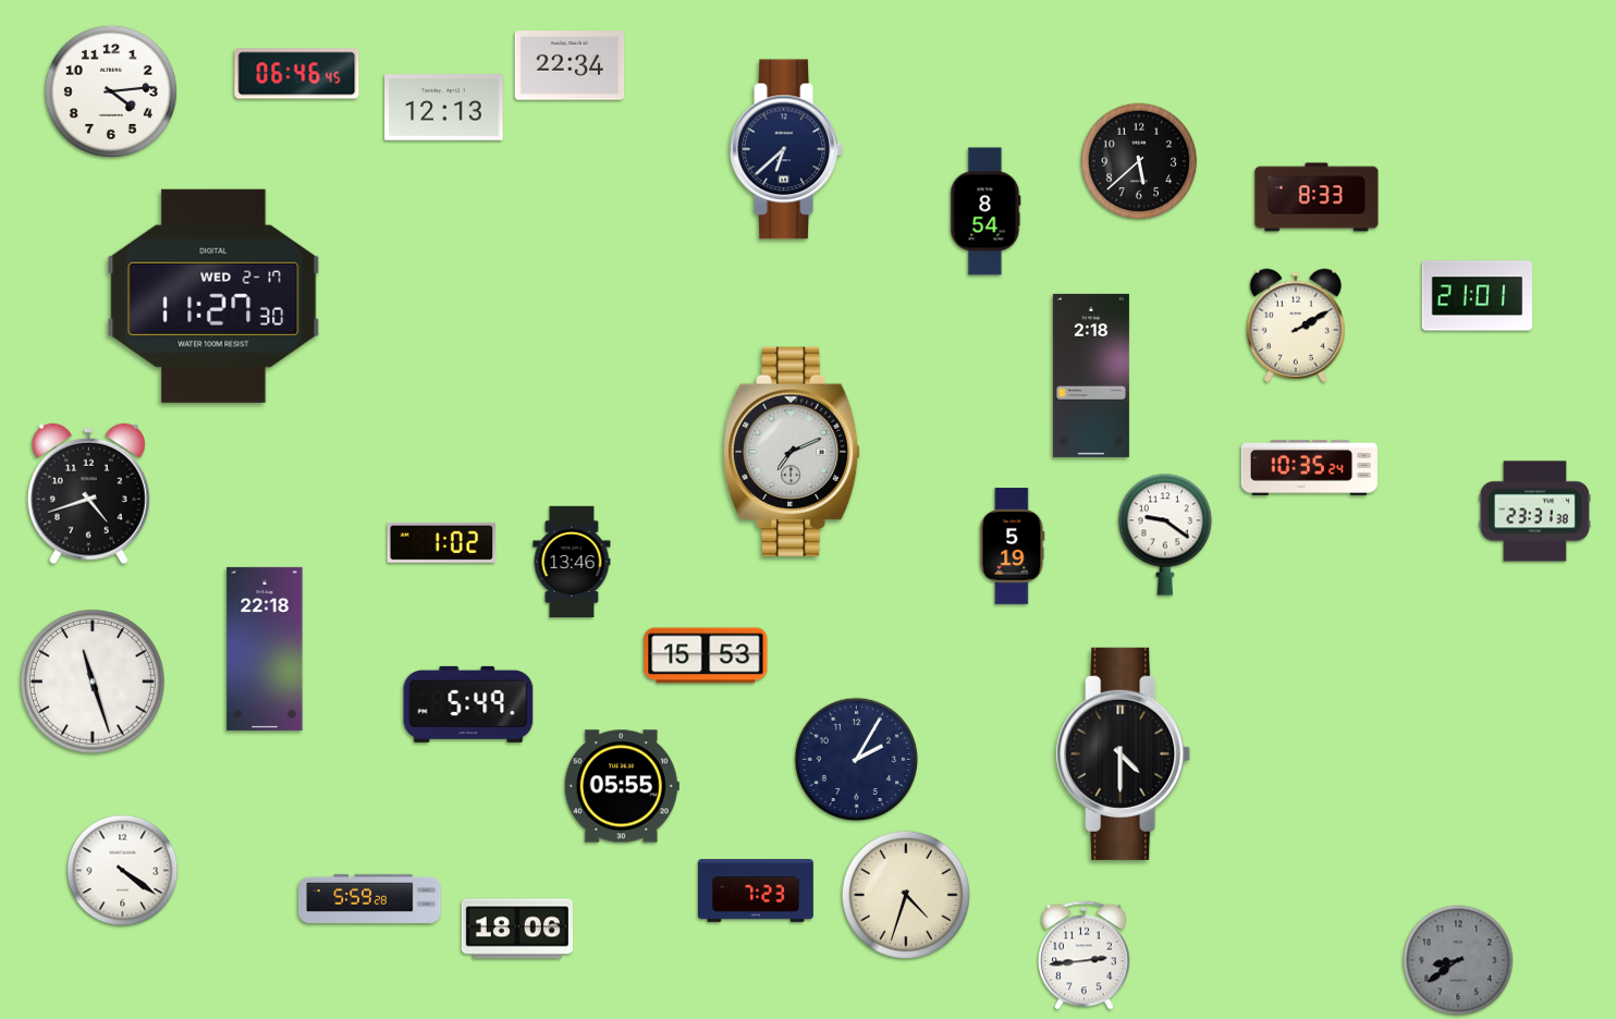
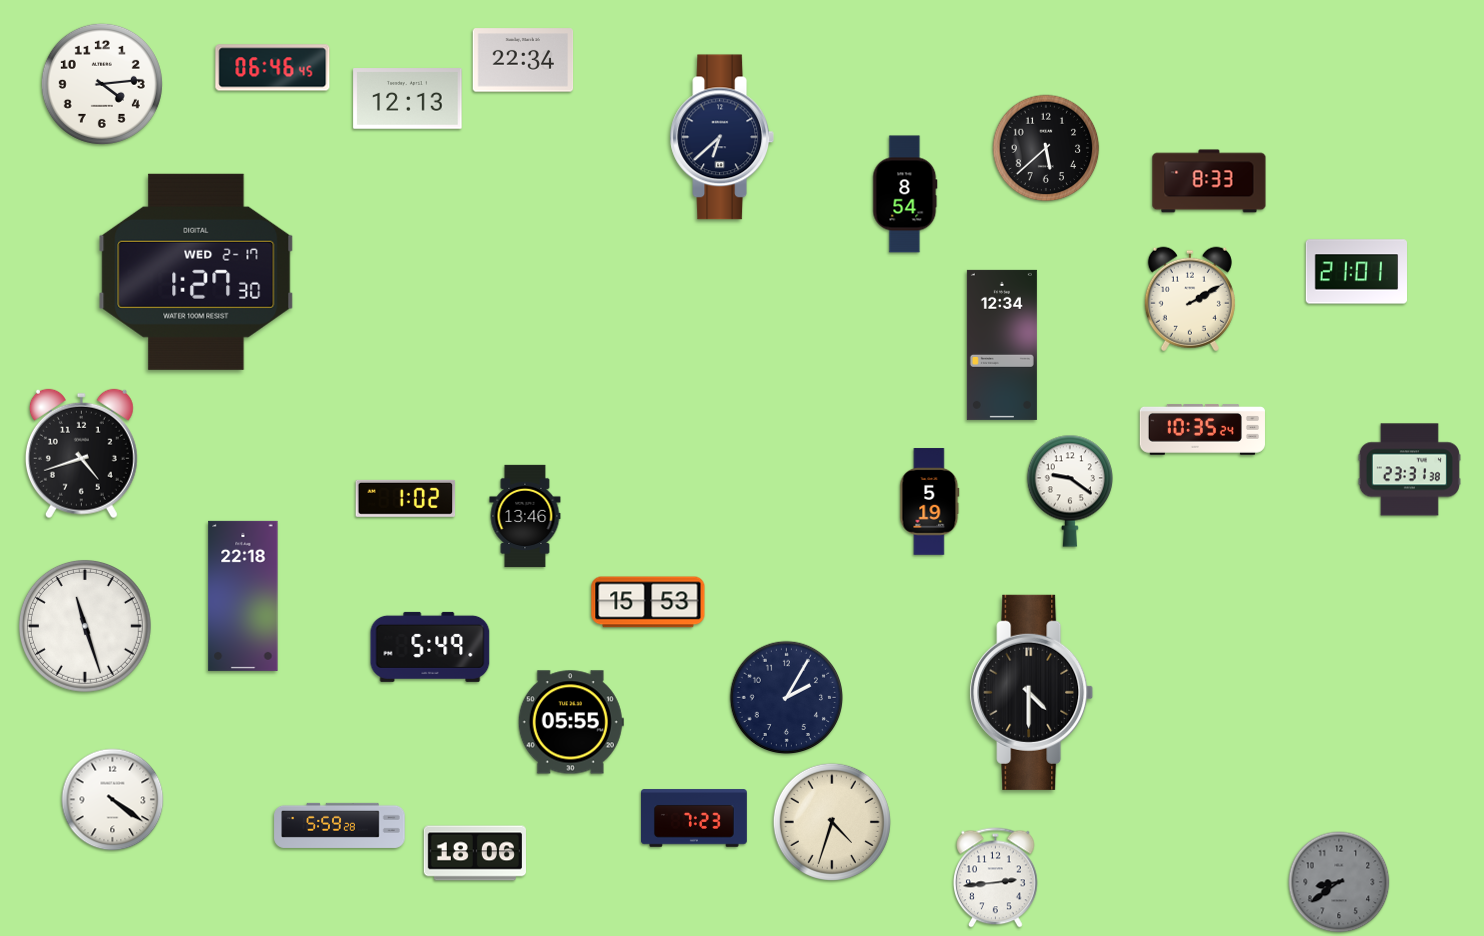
clock at (213, 296): 11:27 -> 1:27
clock at (1091, 376): 2:18 -> 12:34
clock at (792, 452): 7:11 -> none
